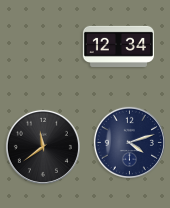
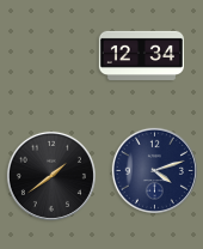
clock at (43, 147): 11:39 -> 1:39
